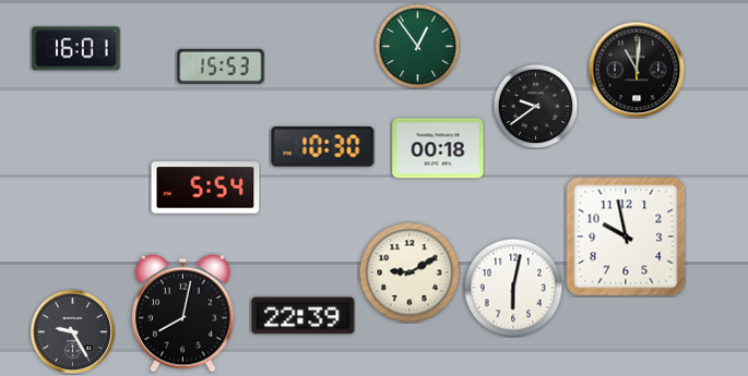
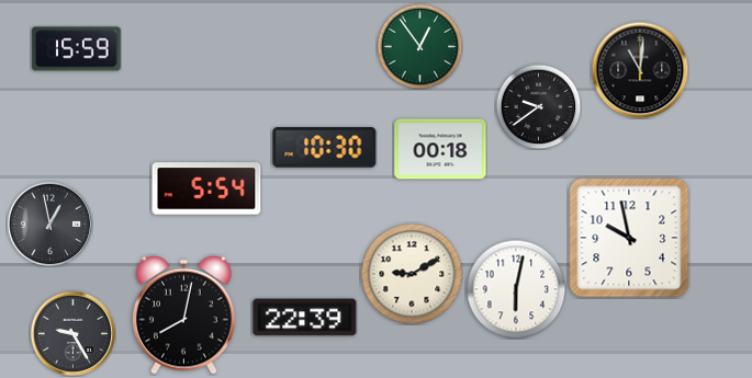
clock at (76, 49): 16:01 -> 15:59
clock at (221, 66): 15:53 -> none
clock at (49, 224): none -> 12:58
